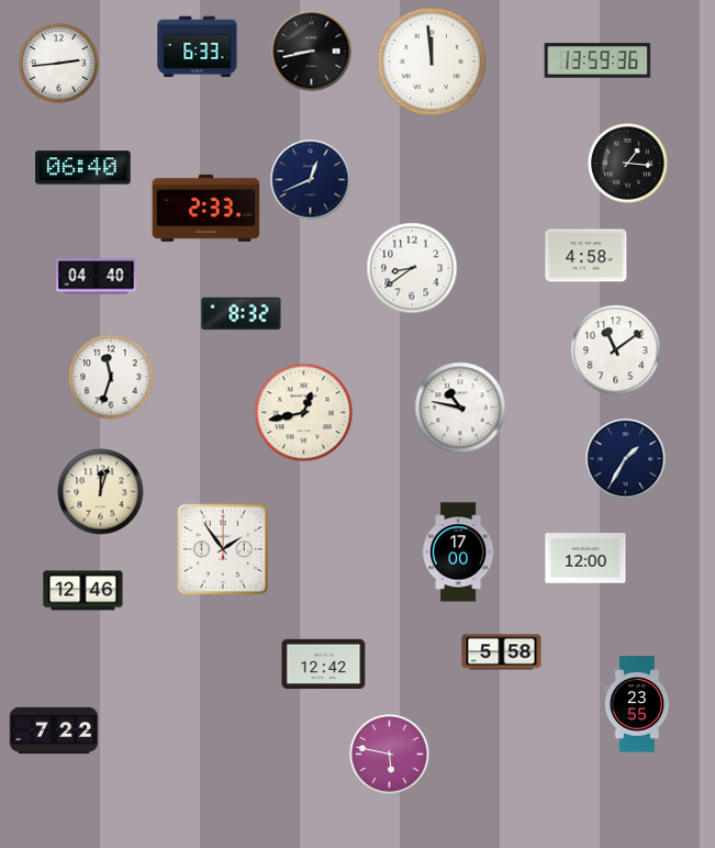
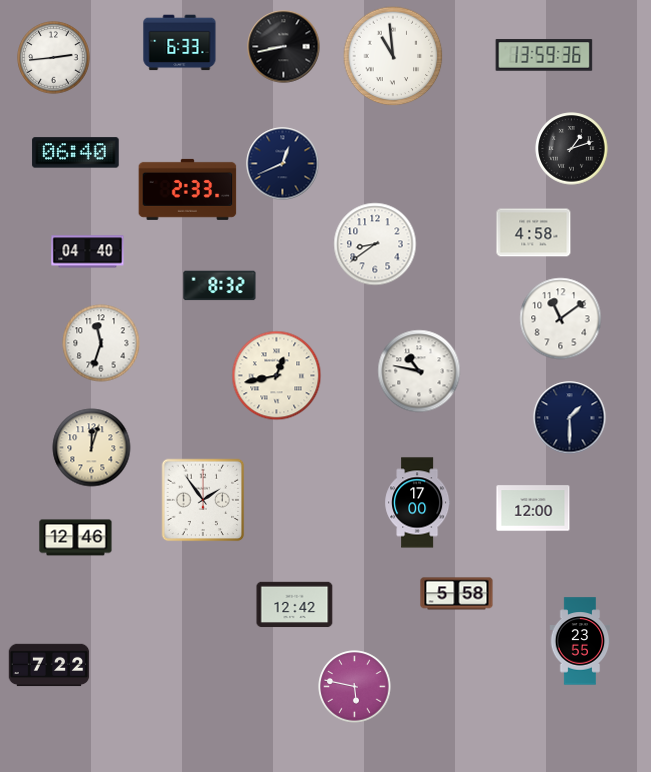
clock at (432, 62): 11:59 -> 10:59
clock at (628, 164): 1:16 -> 1:12
clock at (626, 459): 1:35 -> 1:30
